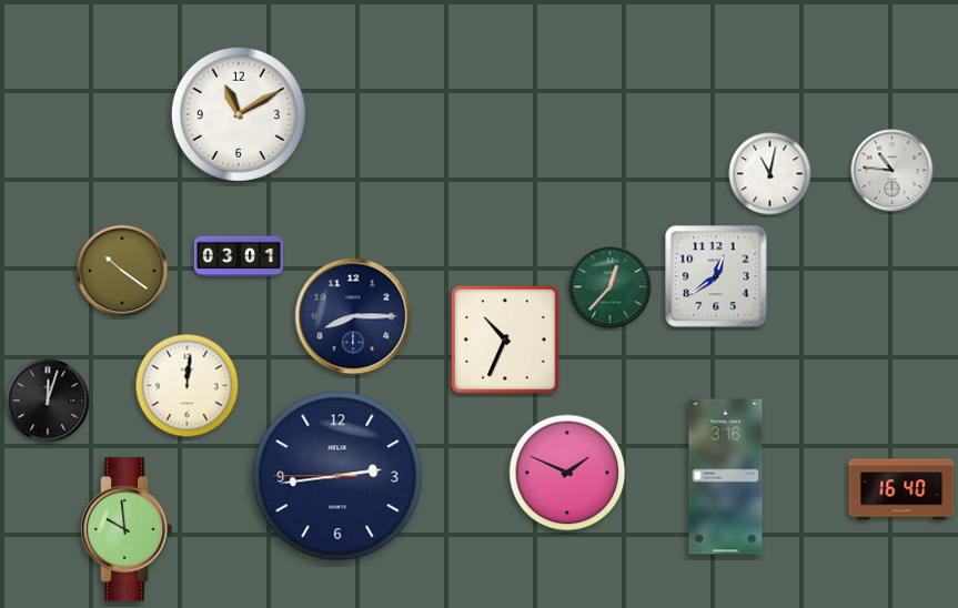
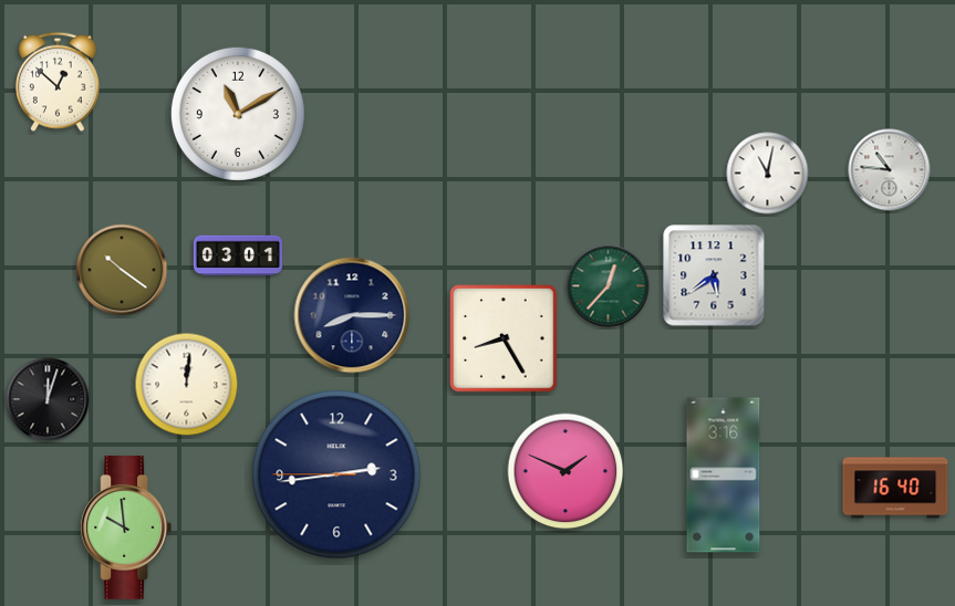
clock at (59, 82): none -> 12:52
clock at (716, 276): 12:39 -> 5:39
clock at (505, 340): 10:34 -> 8:25
clock at (901, 489) position: (901, 489) -> (895, 488)
